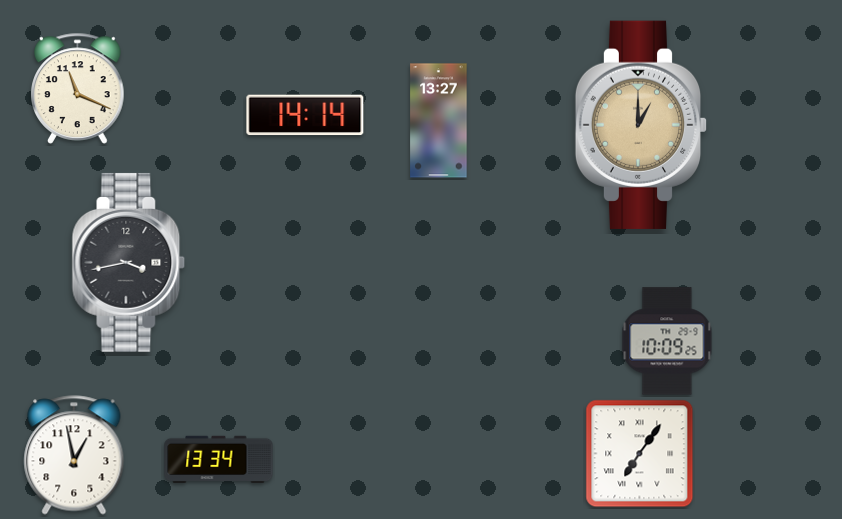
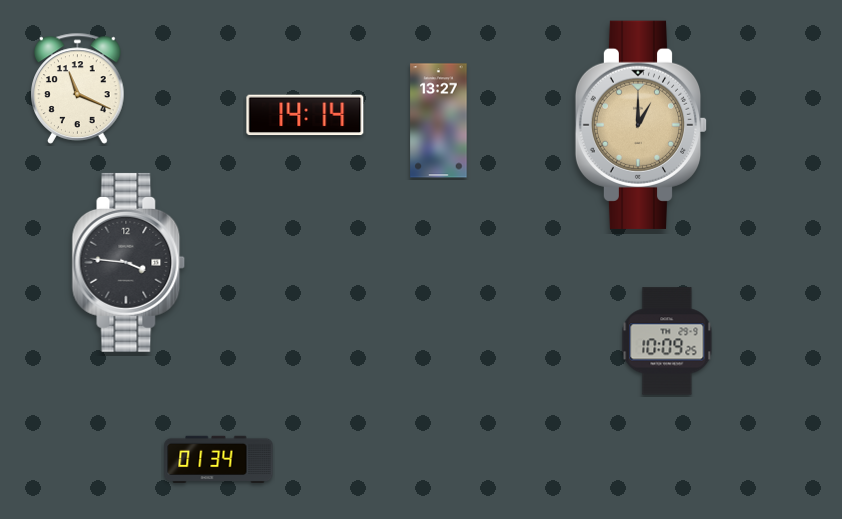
clock at (129, 262): 3:43 -> 3:46
clock at (640, 454): 7:06 -> none
clock at (74, 455): 12:58 -> none
clock at (219, 460): 13:34 -> 01:34
